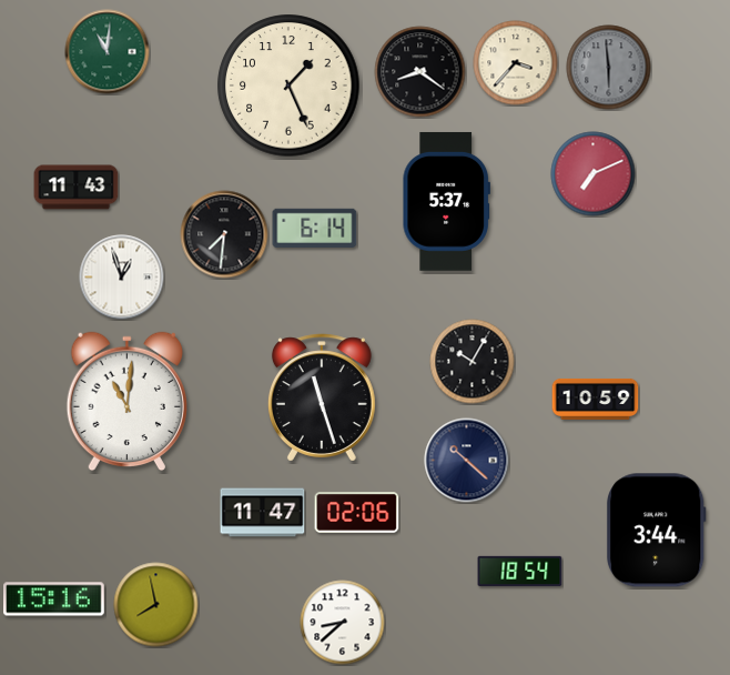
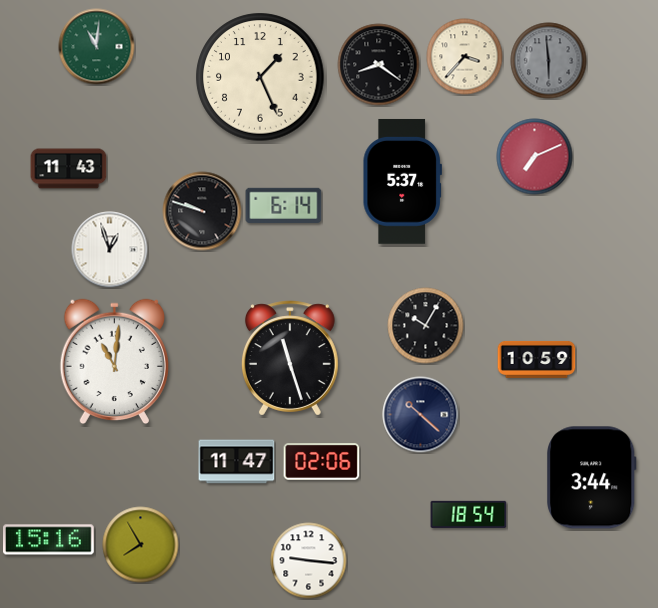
clock at (224, 234): 7:31 -> 9:48
clock at (156, 605): 7:58 -> 7:55
clock at (343, 623): 8:38 -> 9:16
